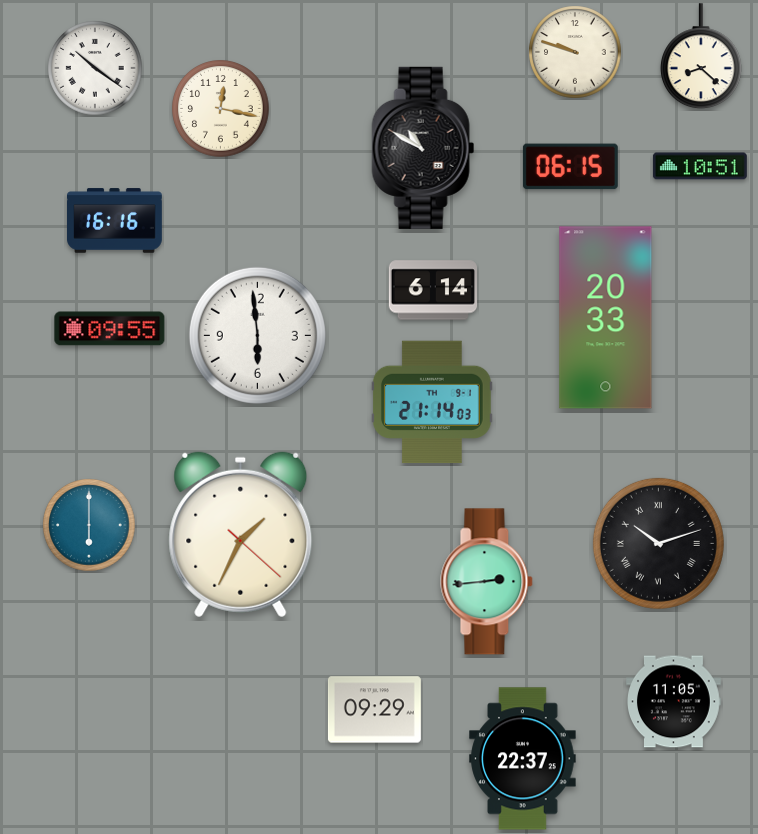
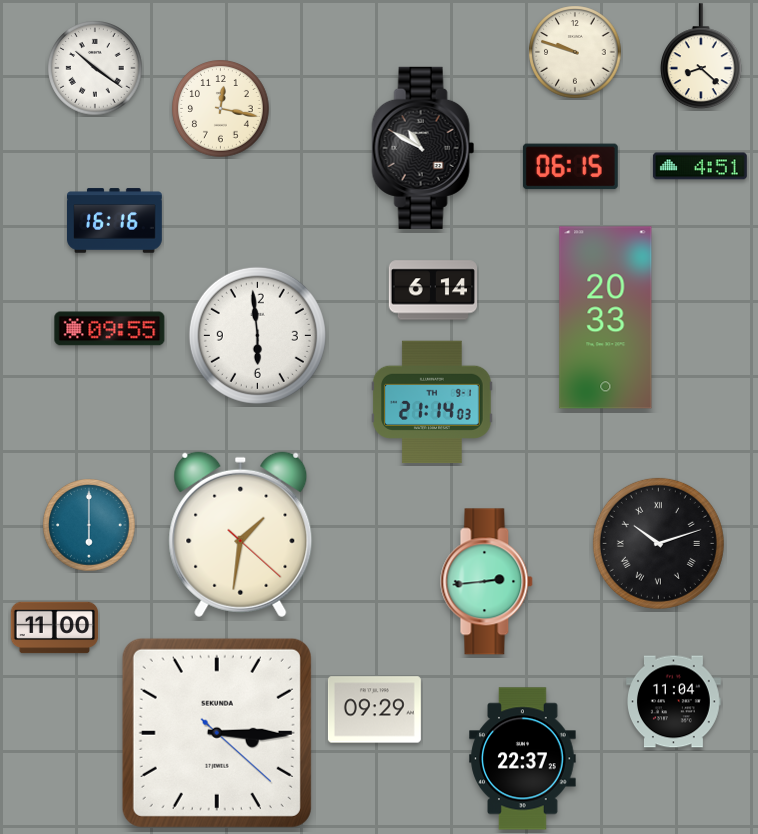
clock at (700, 166): 10:51 -> 4:51
clock at (241, 535): 1:34 -> 1:31
clock at (55, 628): none -> 11:00
clock at (674, 702): 11:05 -> 11:04
clock at (217, 733): none -> 3:15
